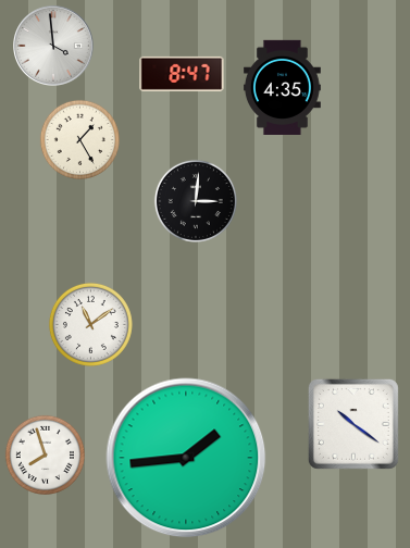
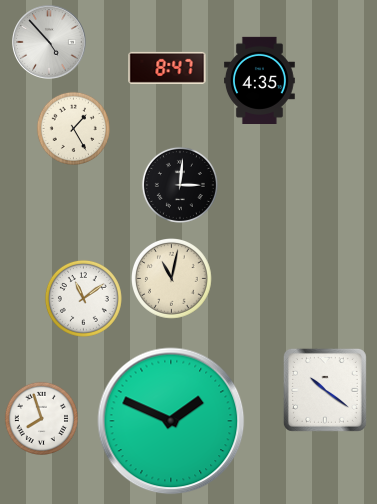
clock at (53, 46): 3:59 -> 4:53
clock at (172, 279): none -> 11:02
clock at (186, 458): 1:44 -> 1:49
